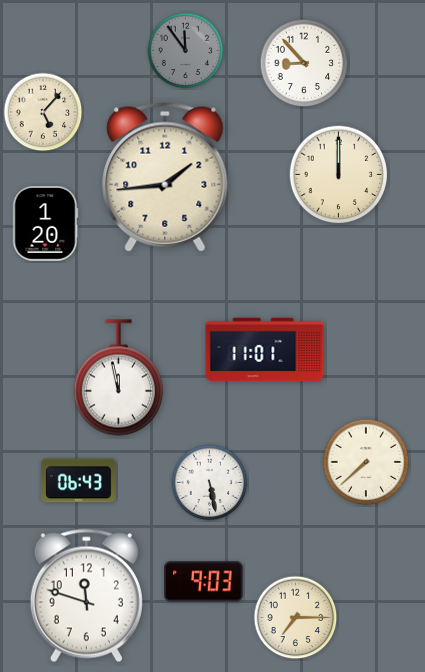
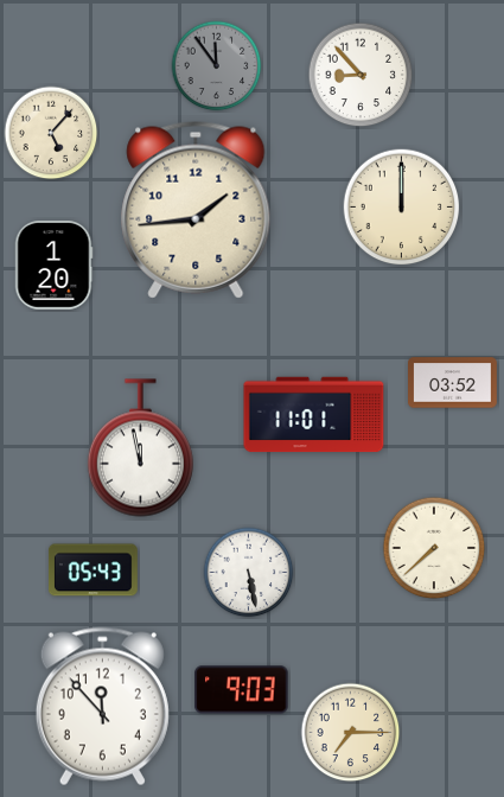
clock at (186, 51) position: (186, 51) -> (217, 66)
clock at (453, 383): none -> 03:52
clock at (79, 481): 06:43 -> 05:43
clock at (86, 596): 11:48 -> 11:53
